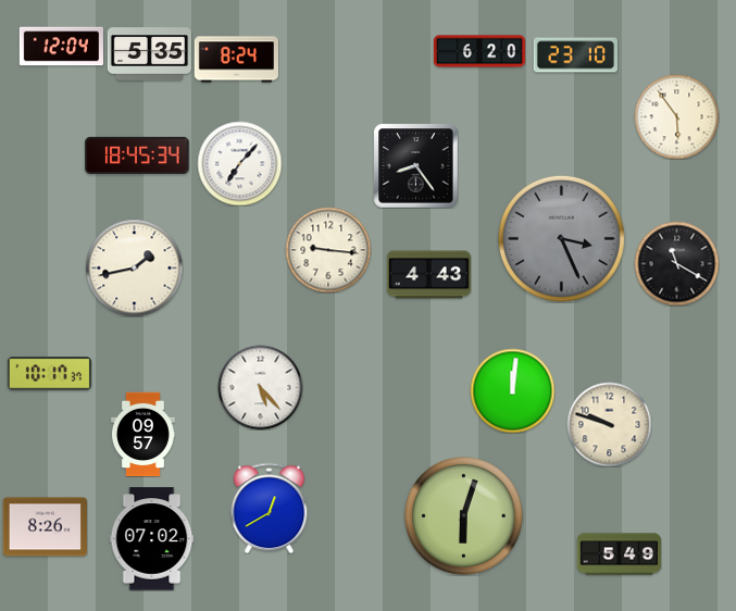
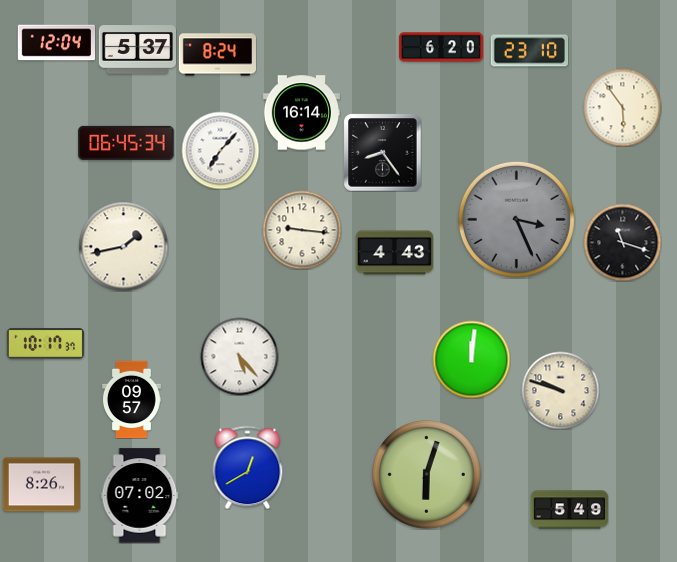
clock at (149, 54): 5:35 -> 5:37
clock at (301, 113): none -> 16:14
clock at (137, 155): 18:45 -> 06:45
clock at (676, 263): 11:20 -> 11:18
